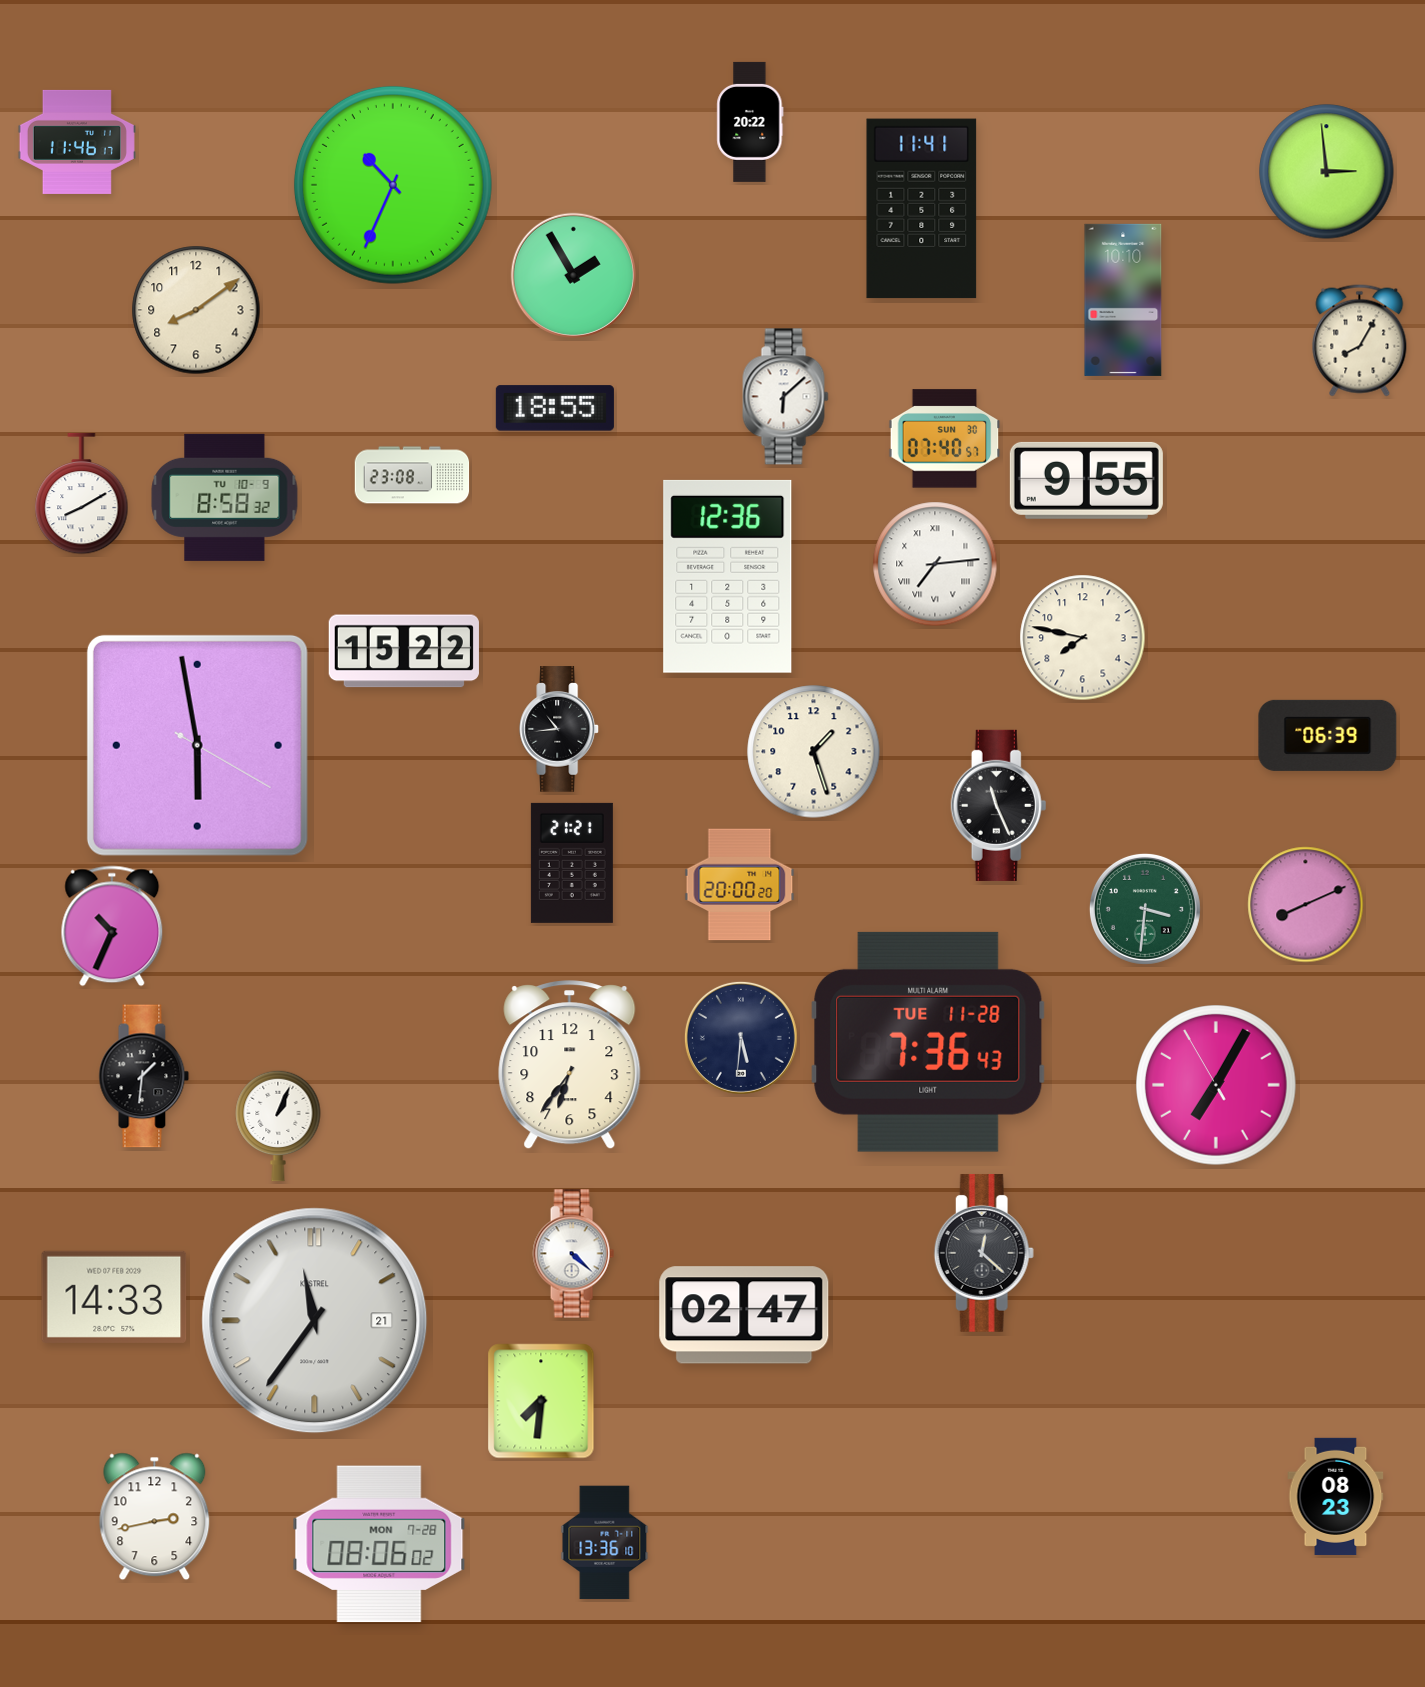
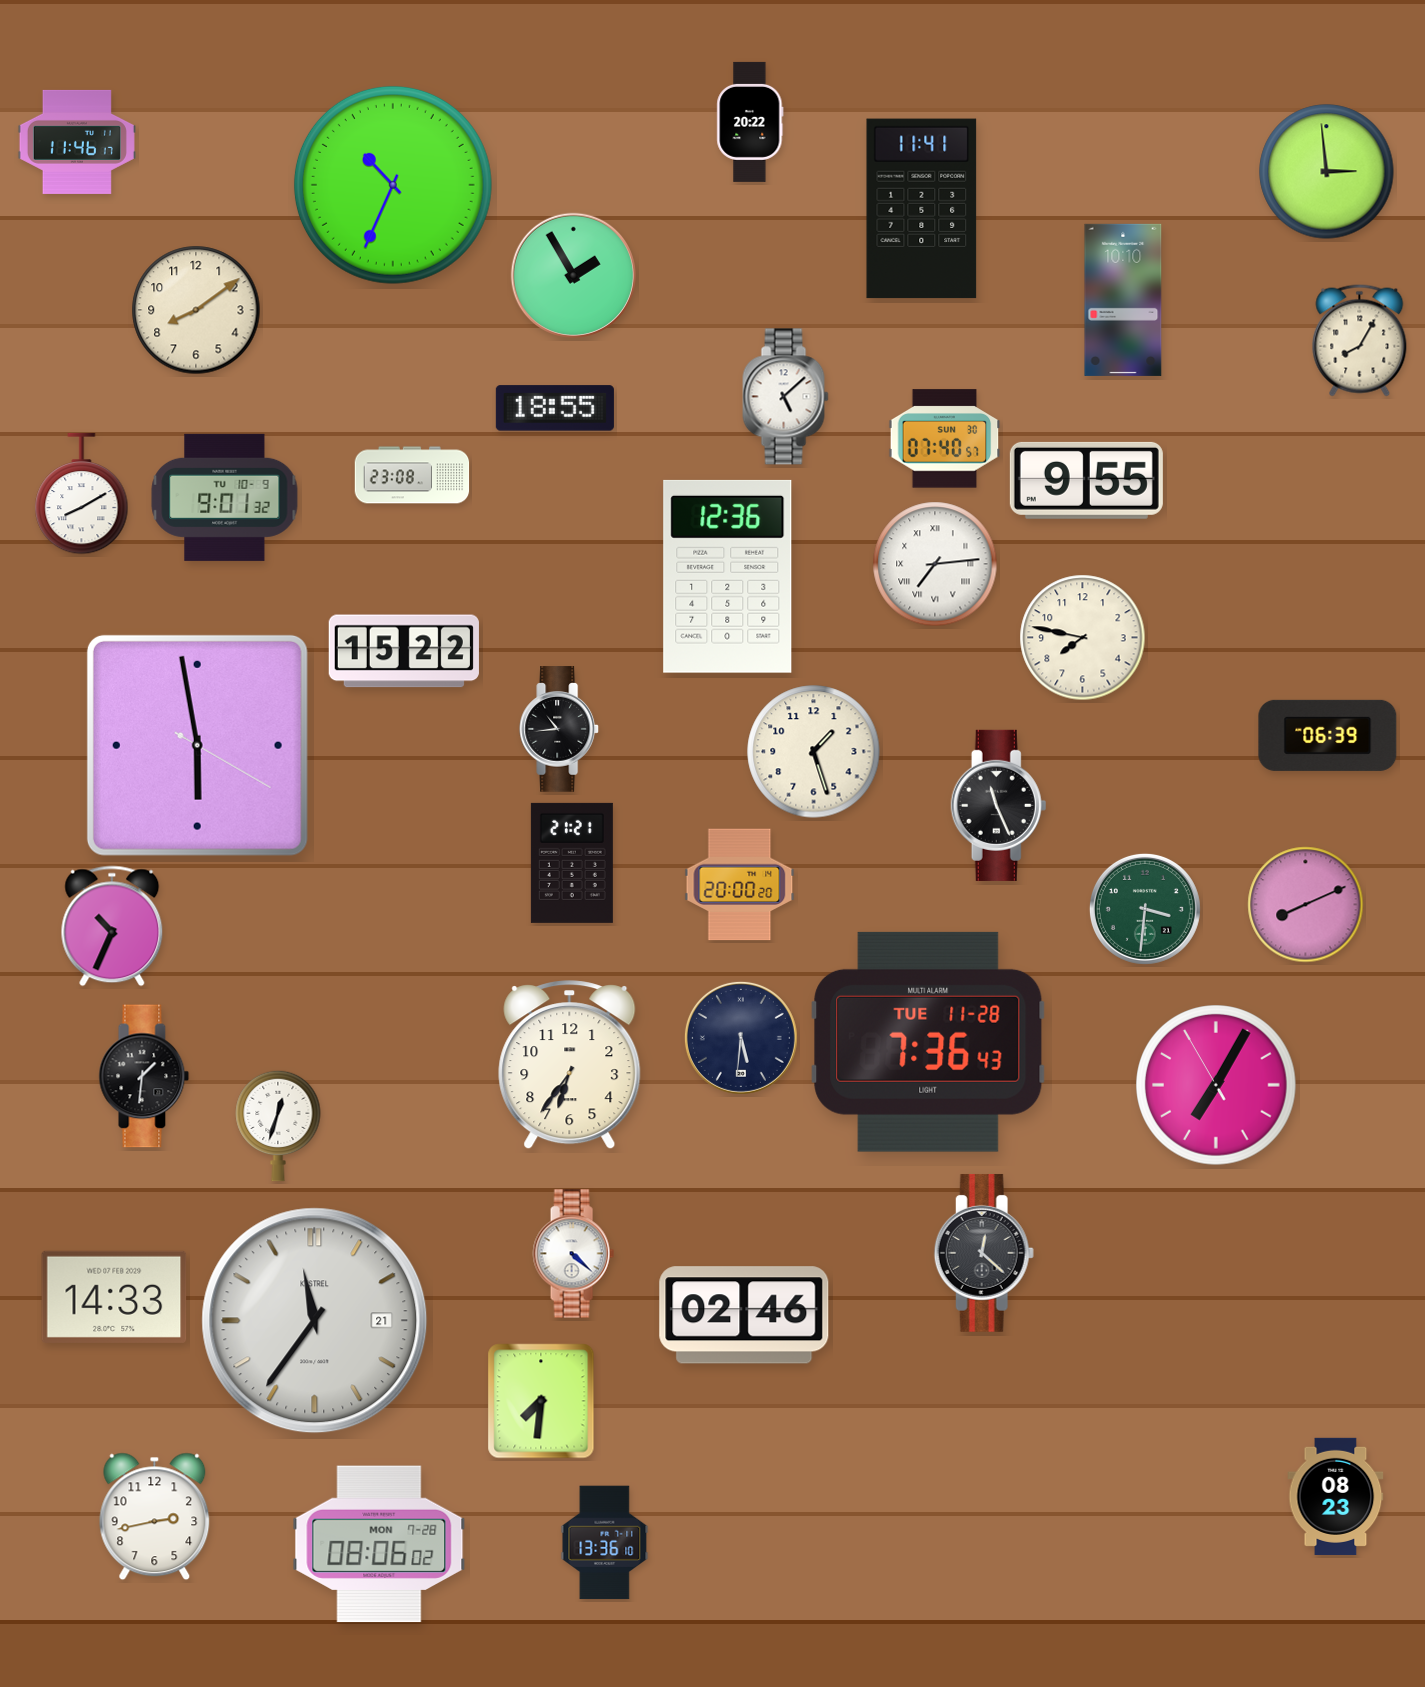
clock at (786, 397): 6:08 -> 5:08
clock at (225, 497): 8:58 -> 9:01
clock at (278, 1126): 1:04 -> 12:33
clock at (744, 1315): 02:47 -> 02:46
